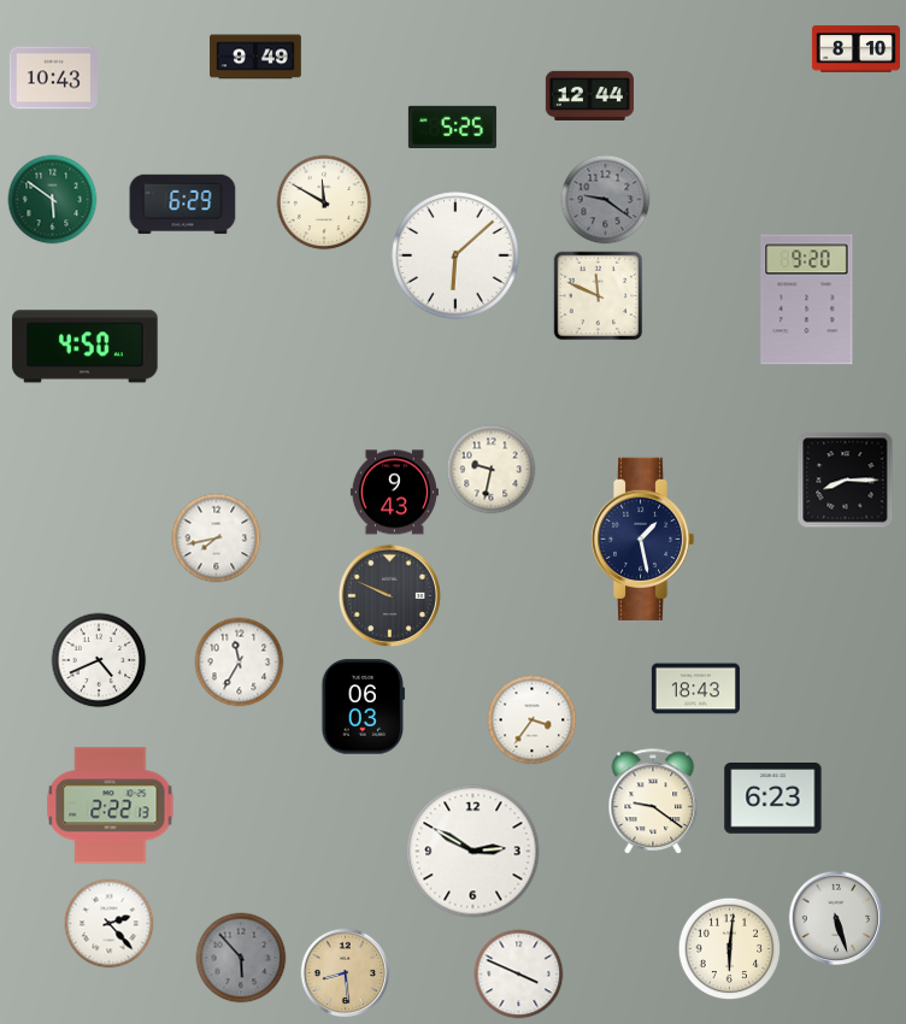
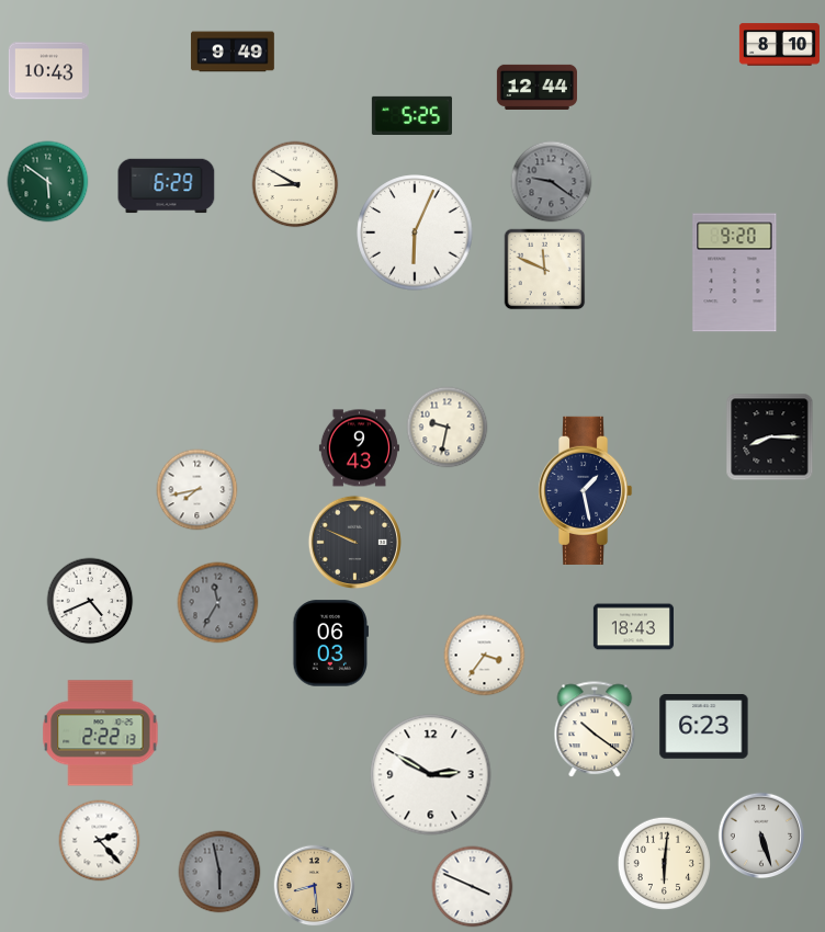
clock at (324, 202): 11:50 -> 8:50
clock at (455, 255): 6:08 -> 6:04
clock at (86, 347): 4:50 -> none
clock at (240, 663) dial: white -> grey
clock at (653, 802): 9:21 -> 10:21
clock at (241, 958): 5:53 -> 5:58
